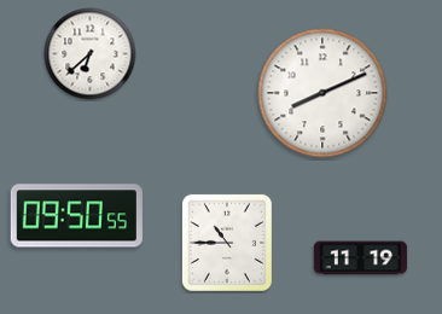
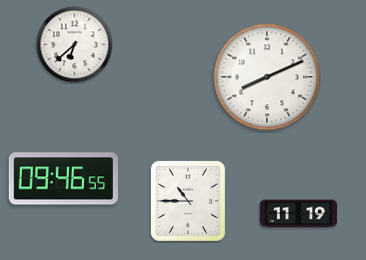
clock at (76, 216): 09:50 -> 09:46
